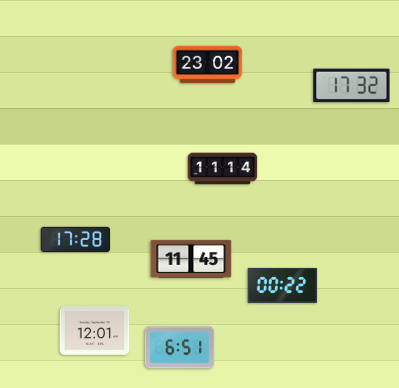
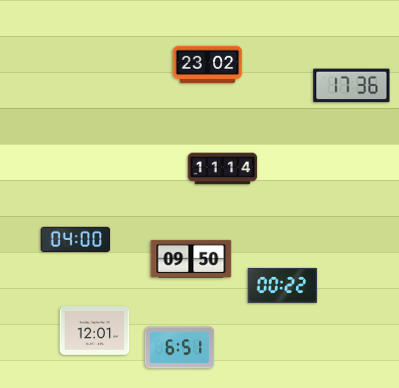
clock at (352, 86): 17:32 -> 17:36
clock at (76, 239): 17:28 -> 04:00
clock at (191, 259): 11:45 -> 09:50
